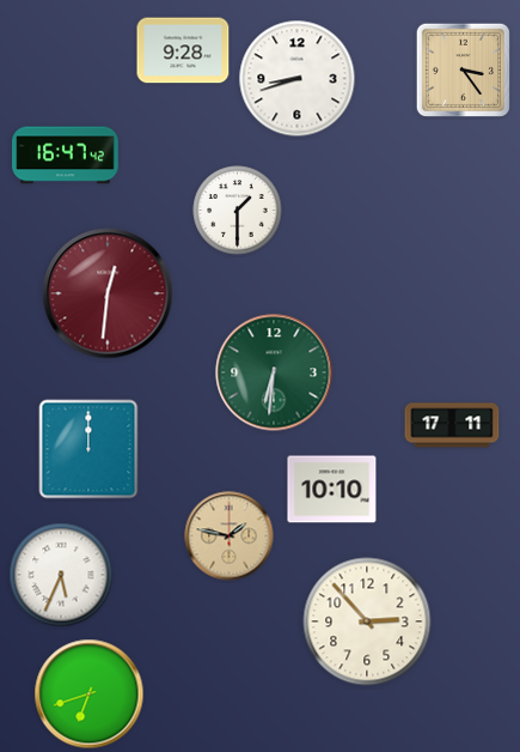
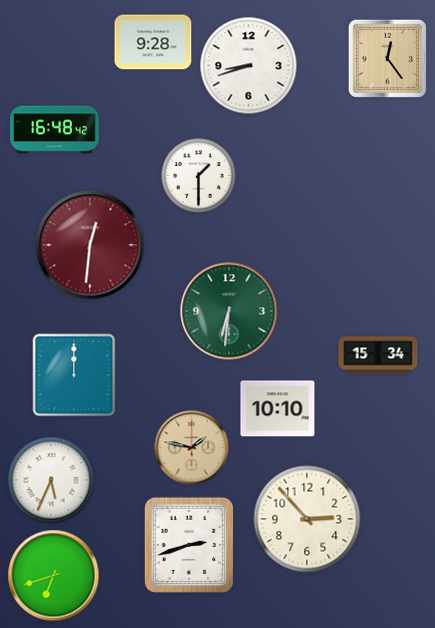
clock at (463, 69): 3:24 -> 12:24
clock at (66, 156): 16:47 -> 16:48
clock at (452, 425): 17:11 -> 15:34
clock at (189, 545): none -> 2:42
clock at (90, 695) position: (90, 695) -> (54, 576)
